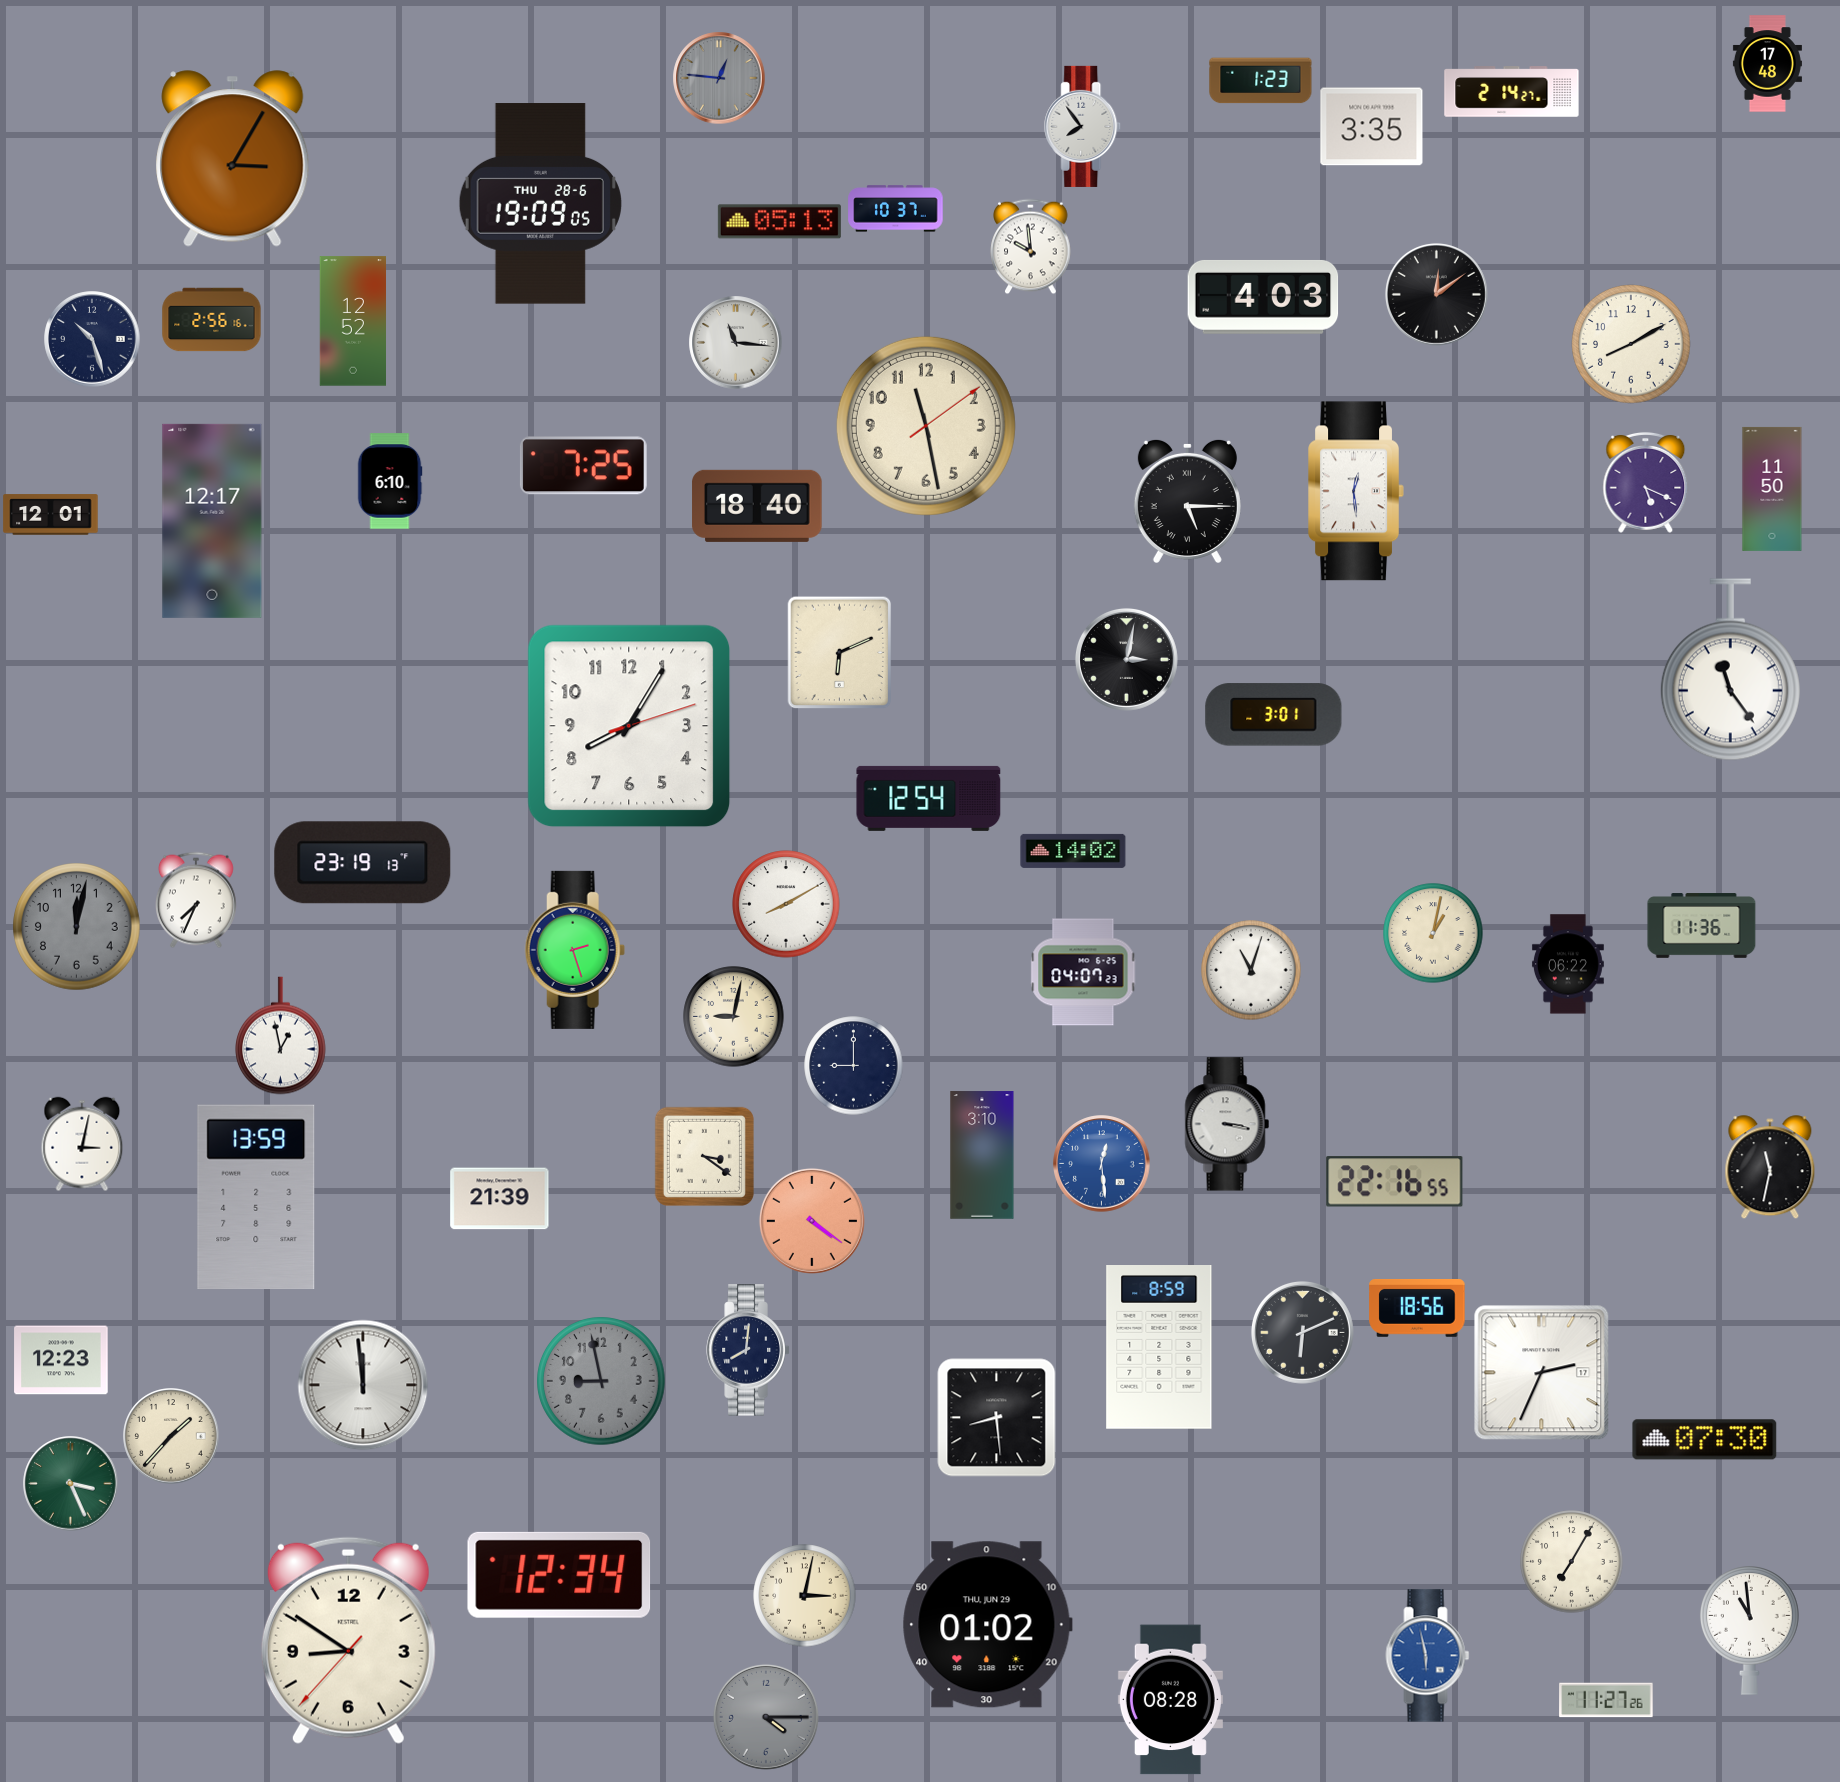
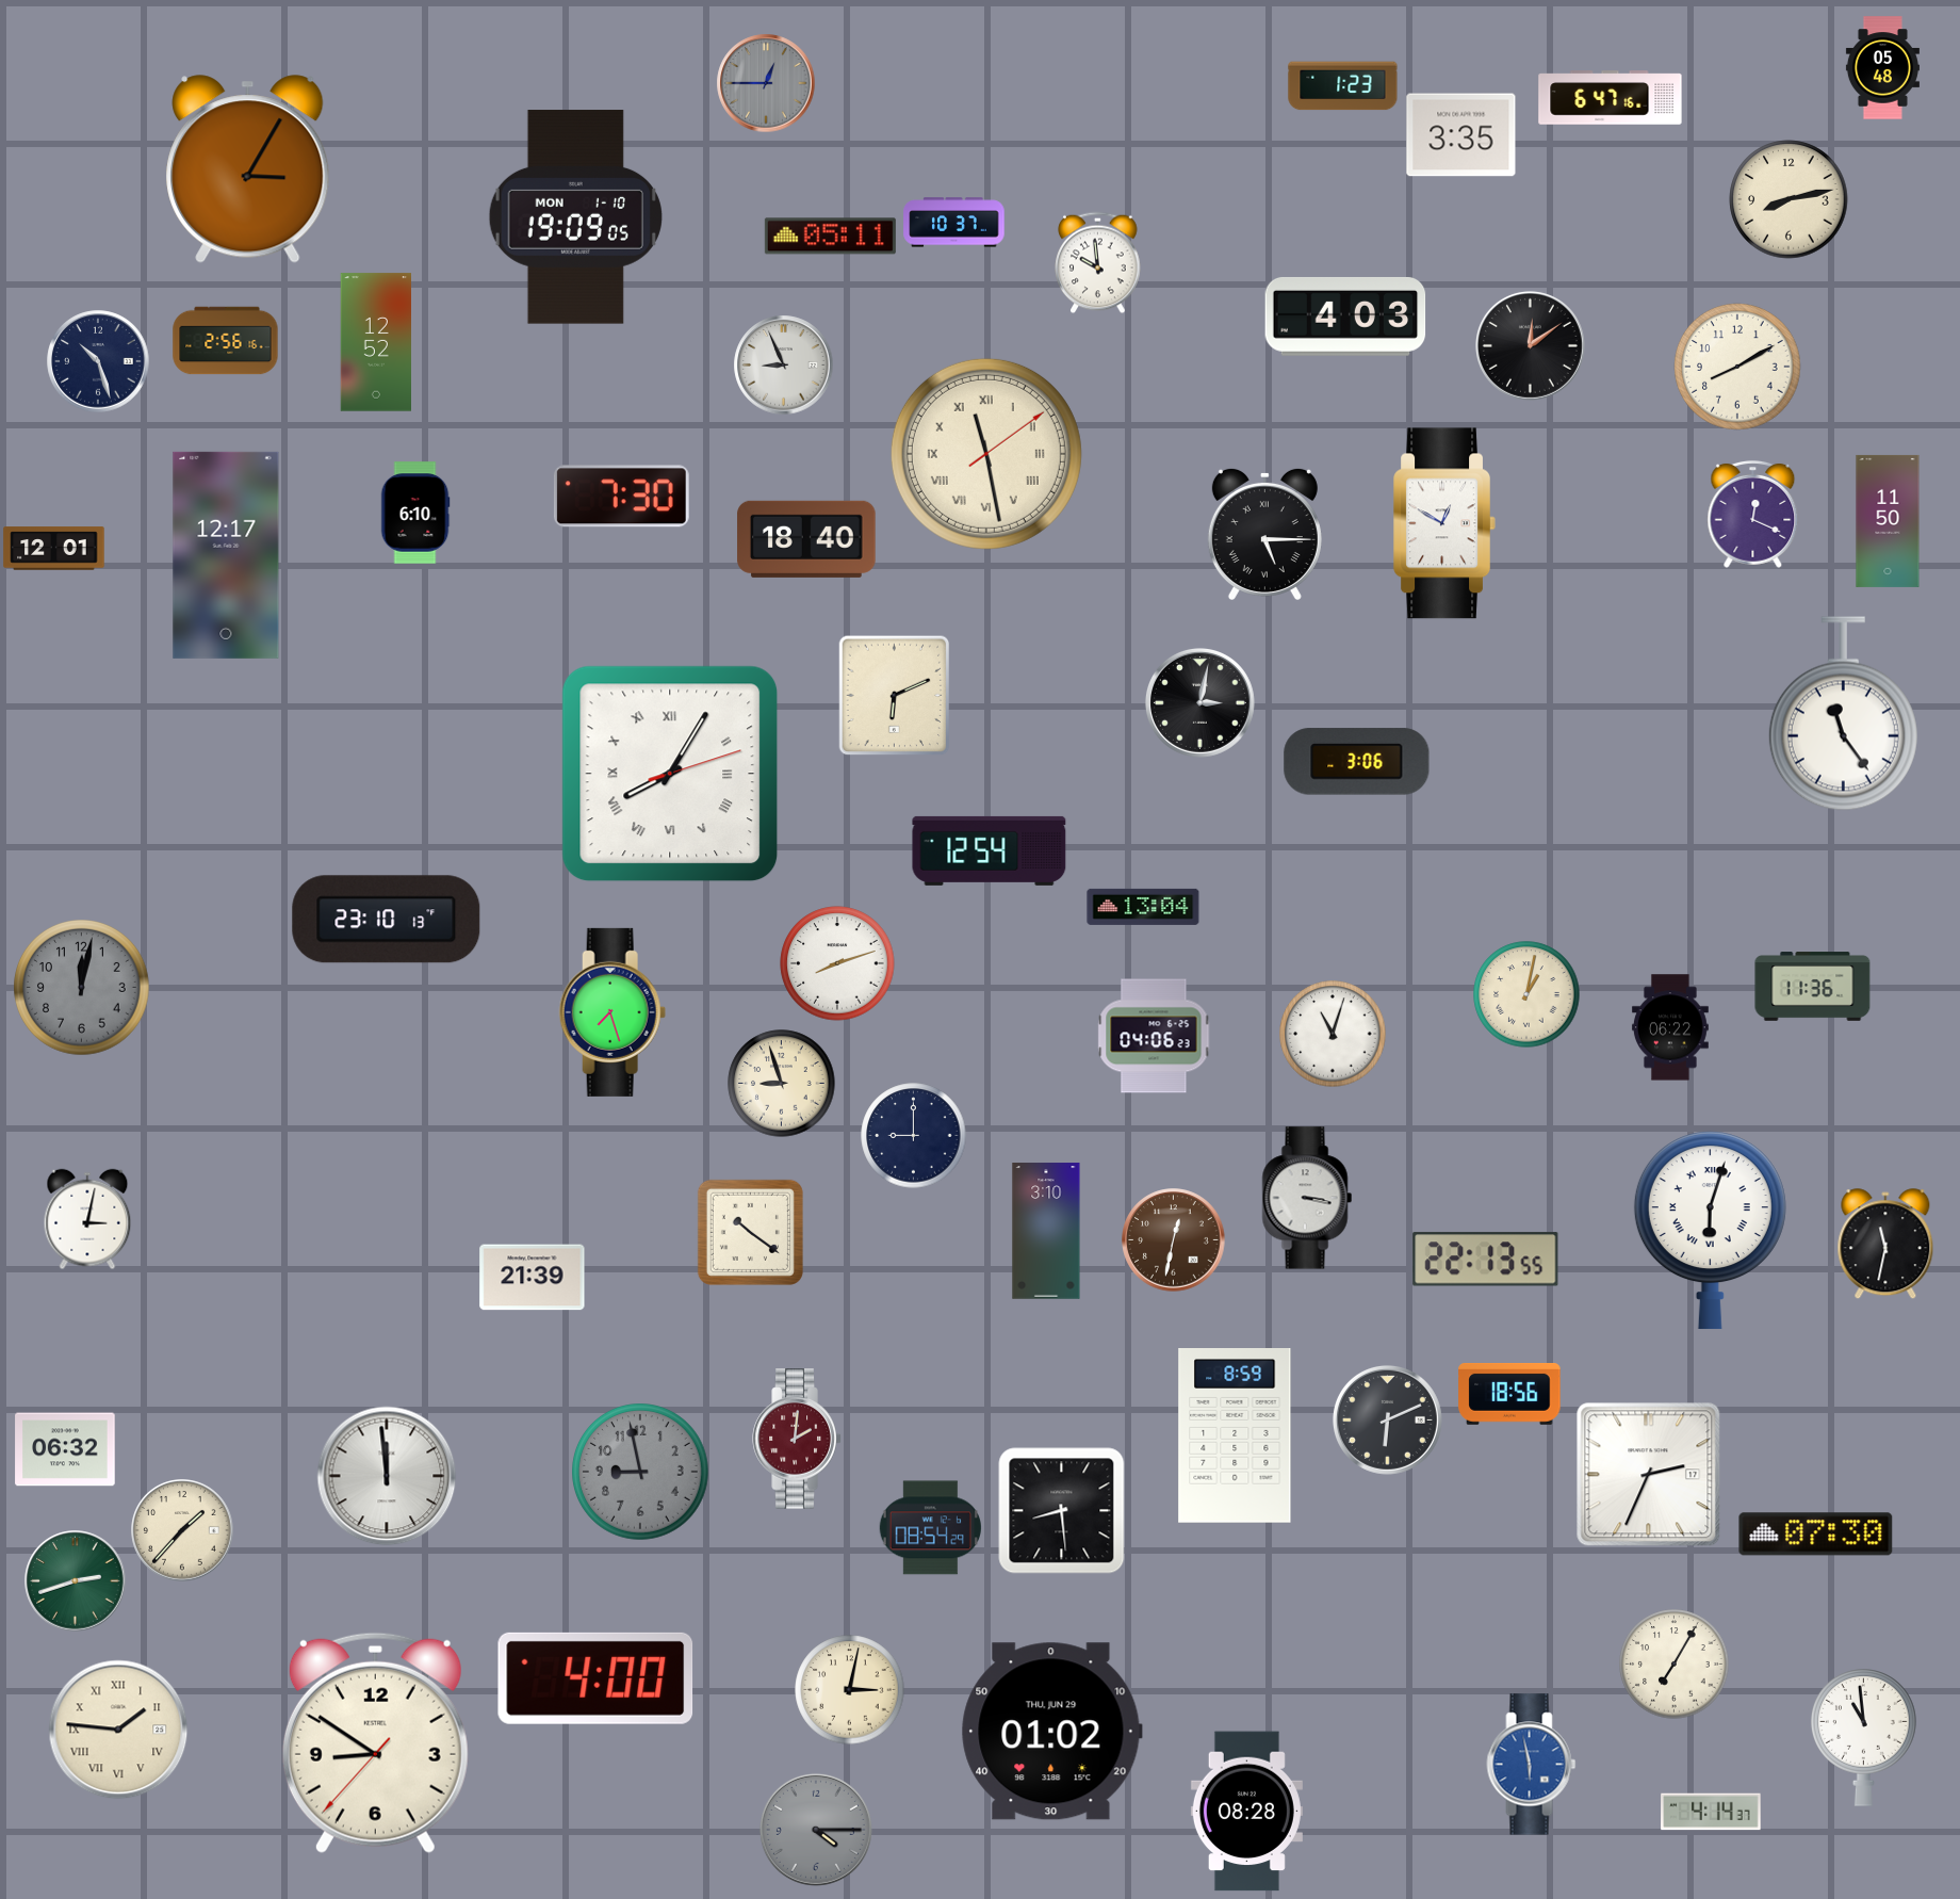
clock at (1767, 64): 17:48 -> 05:48
clock at (719, 78): 12:46 -> 12:45
clock at (1512, 92): 2:14 -> 6:47
clock at (1083, 126): 7:54 -> none
clock at (1788, 199): none -> 8:13
clock at (540, 204) date: THU 28-6 -> MON 1-10
clock at (779, 222): 05:13 -> 05:11
clock at (1436, 294) position: (1436, 294) -> (1530, 345)
clock at (736, 343): 11:16 -> 8:56
clock at (926, 426) numerals: Arabic -> Roman
clock at (583, 466): 7:25 -> 7:30
clock at (1646, 482): 5:19 -> 12:19
clock at (1356, 491): 12:29 -> 12:50
clock at (1274, 715): 3:01 -> 3:06
clock at (629, 726) numerals: Arabic -> Roman
clock at (1073, 851): 14:02 -> 13:04
clock at (363, 863): 23:19 -> 23:10
clock at (196, 900): 7:34 -> none
clock at (786, 904): 8:10 -> 8:12
clock at (575, 950): 2:27 -> 7:27
clock at (1083, 972): 04:07 -> 04:06
clock at (734, 1017): 9:02 -> 8:57
clock at (281, 1036): 12:58 -> none
clock at (854, 1066) position: (854, 1066) -> (914, 1136)
clock at (1710, 1231): none -> 6:03
clock at (704, 1156): 3:21 -> 10:21
clock at (1102, 1164): 12:29 -> 12:32
clock at (1102, 1164) dial: blue -> brown
clock at (1395, 1182): 22:16 -> 22:13
clock at (256, 1197): 13:59 -> none
clock at (812, 1221): 4:21 -> none
clock at (748, 1350): 8:01 -> 2:01
clock at (748, 1350) dial: navy -> burgundy
clock at (61, 1360): 12:23 -> 06:32
clock at (1542, 1373) position: (1542, 1373) -> (1649, 1475)
clock at (930, 1528): none -> 08:54
clock at (71, 1484): 3:26 -> 2:42
clock at (559, 1575): 12:34 -> 4:00
clock at (805, 1596) position: (805, 1596) -> (850, 1690)
clock at (118, 1730): none -> 1:46
clock at (348, 1640) position: (348, 1640) -> (375, 1742)
clock at (1428, 1656) position: (1428, 1656) -> (1532, 1765)
clock at (1606, 1700): 11:27 -> 4:14
